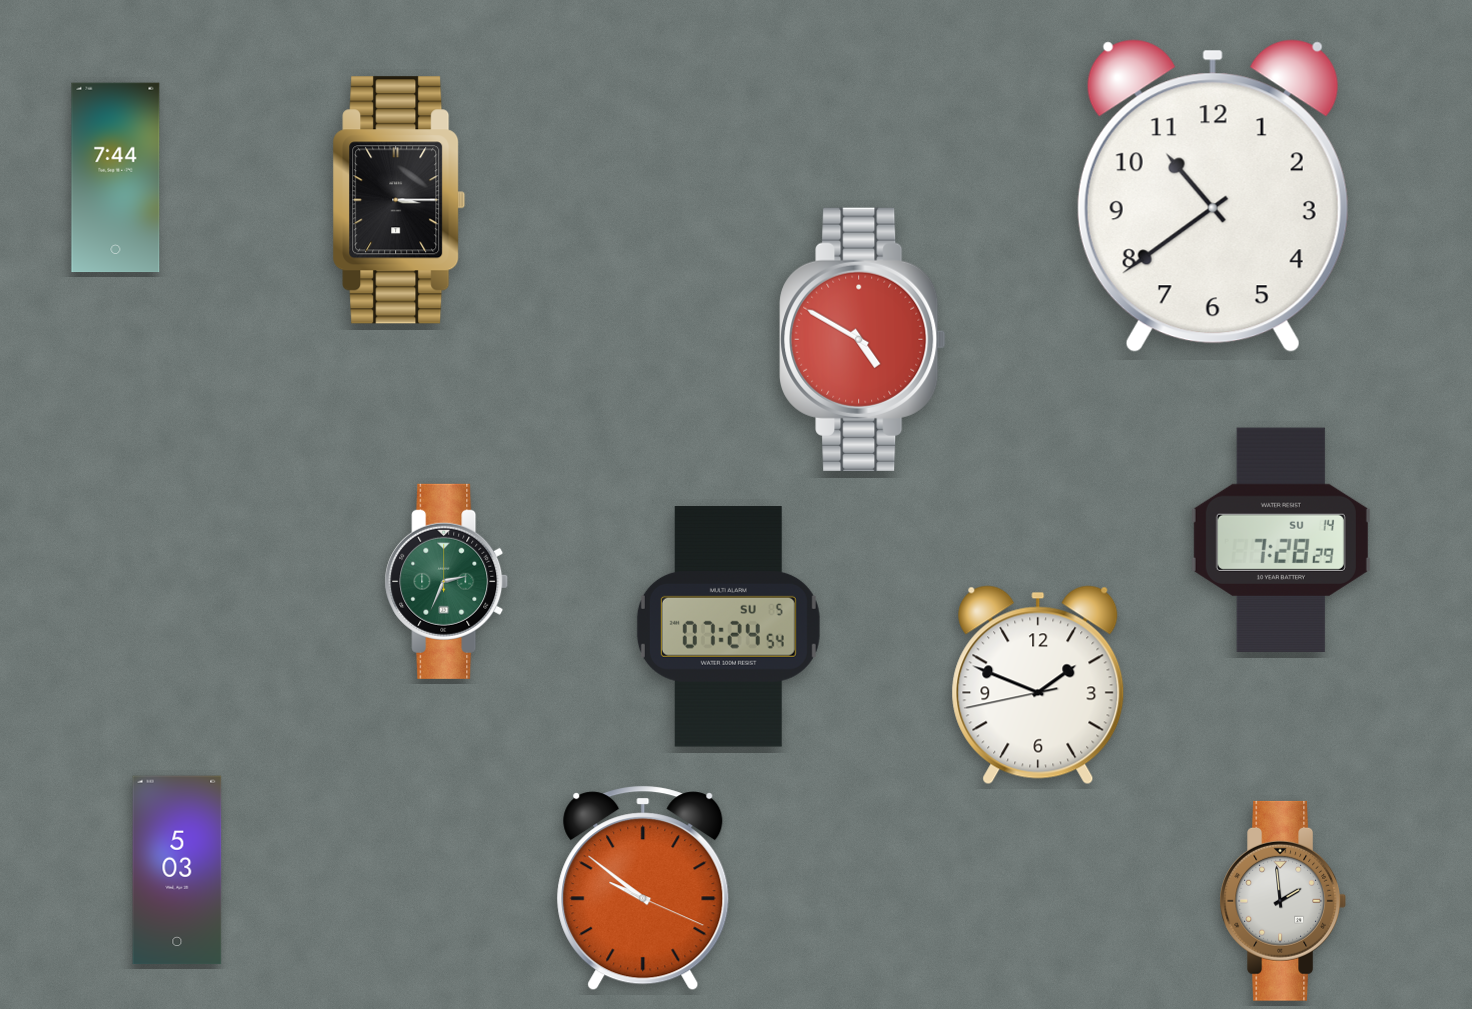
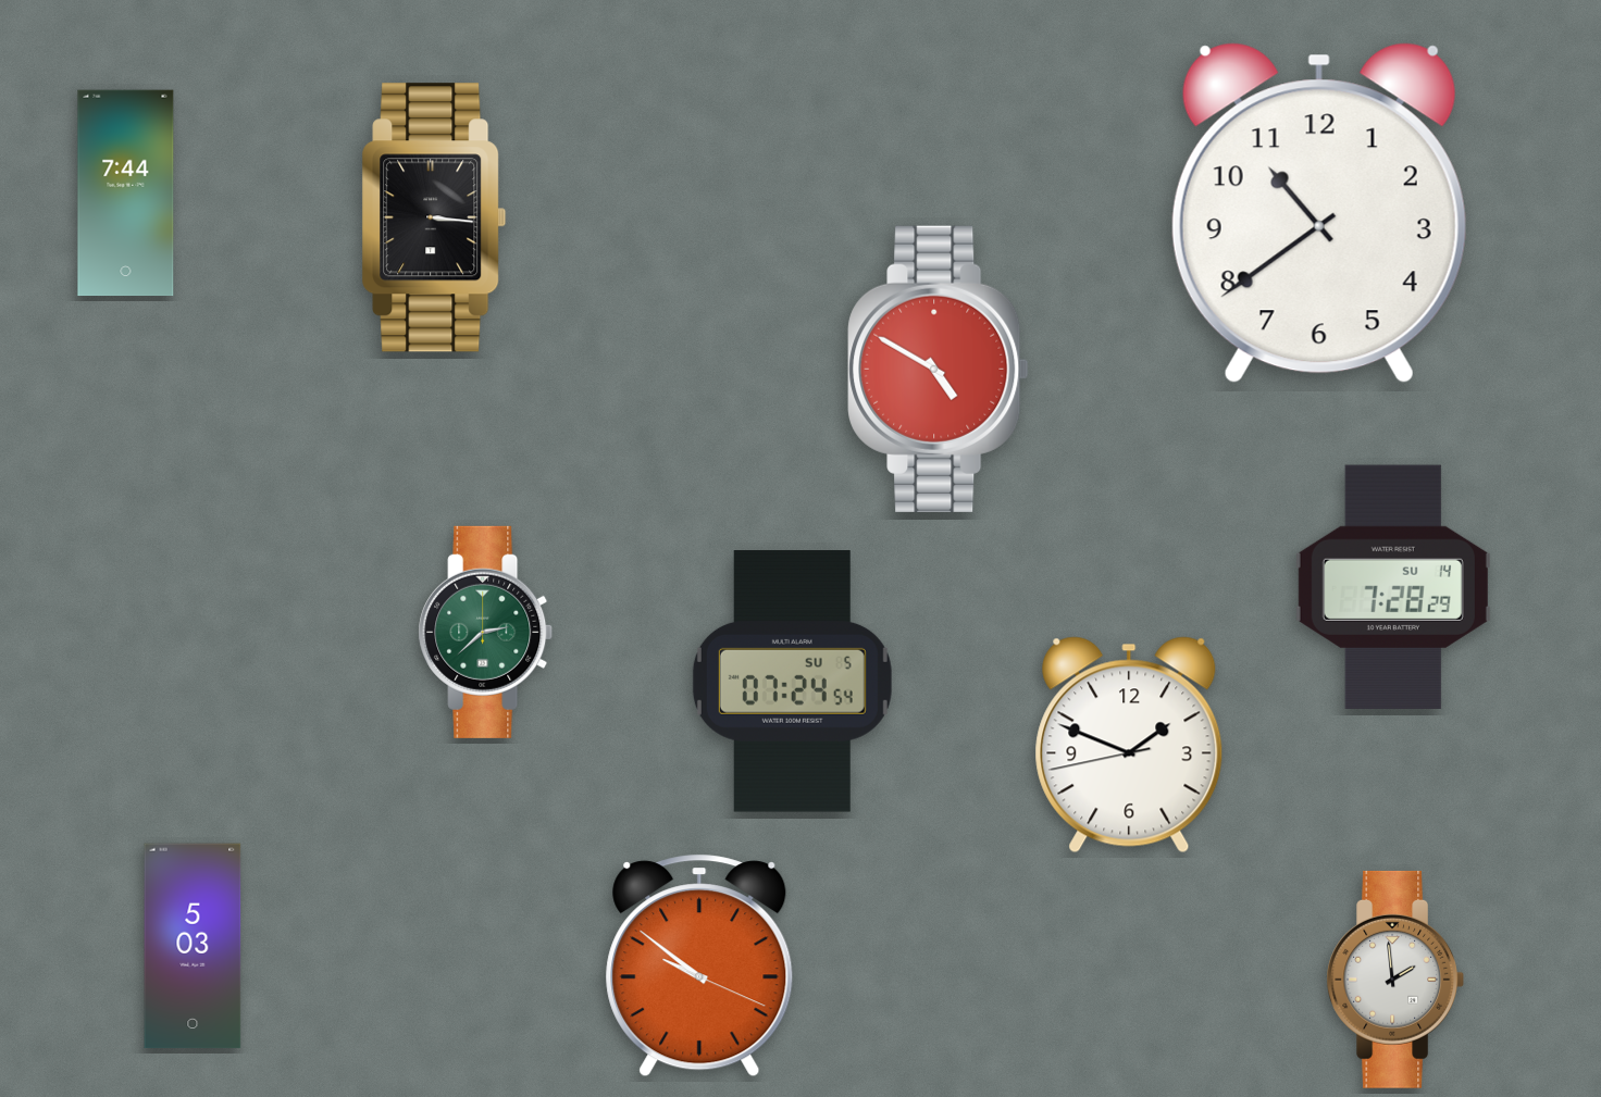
clock at (399, 200): 3:15 -> 3:16
clock at (447, 581): 2:34 -> 2:38
